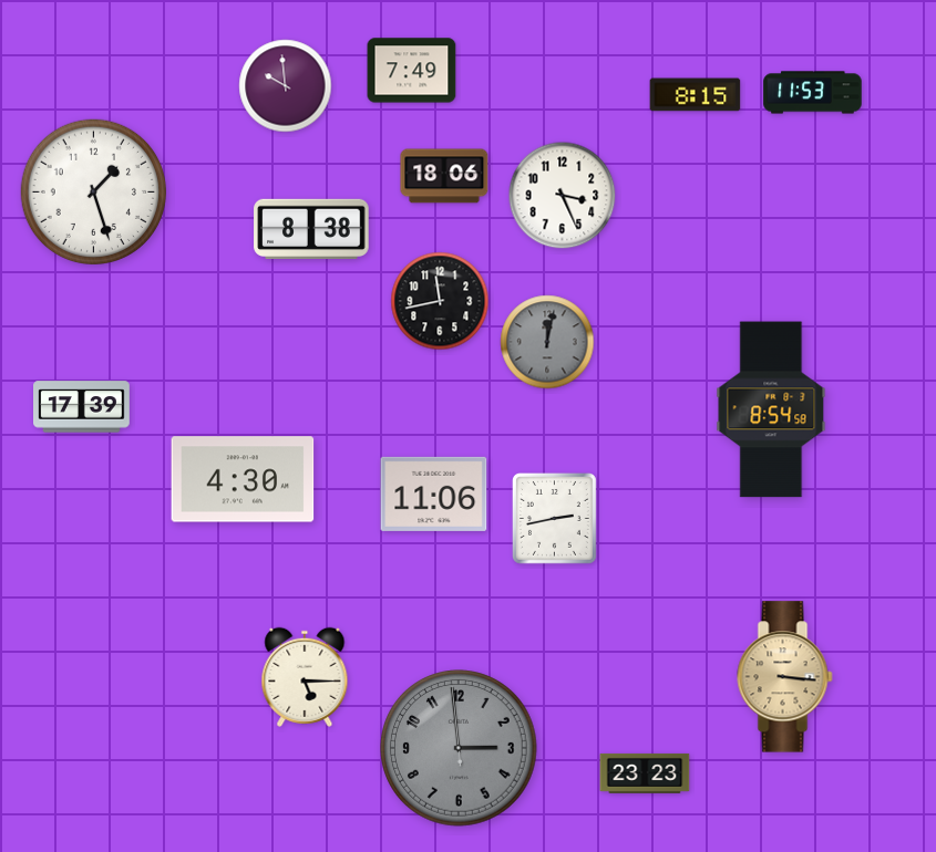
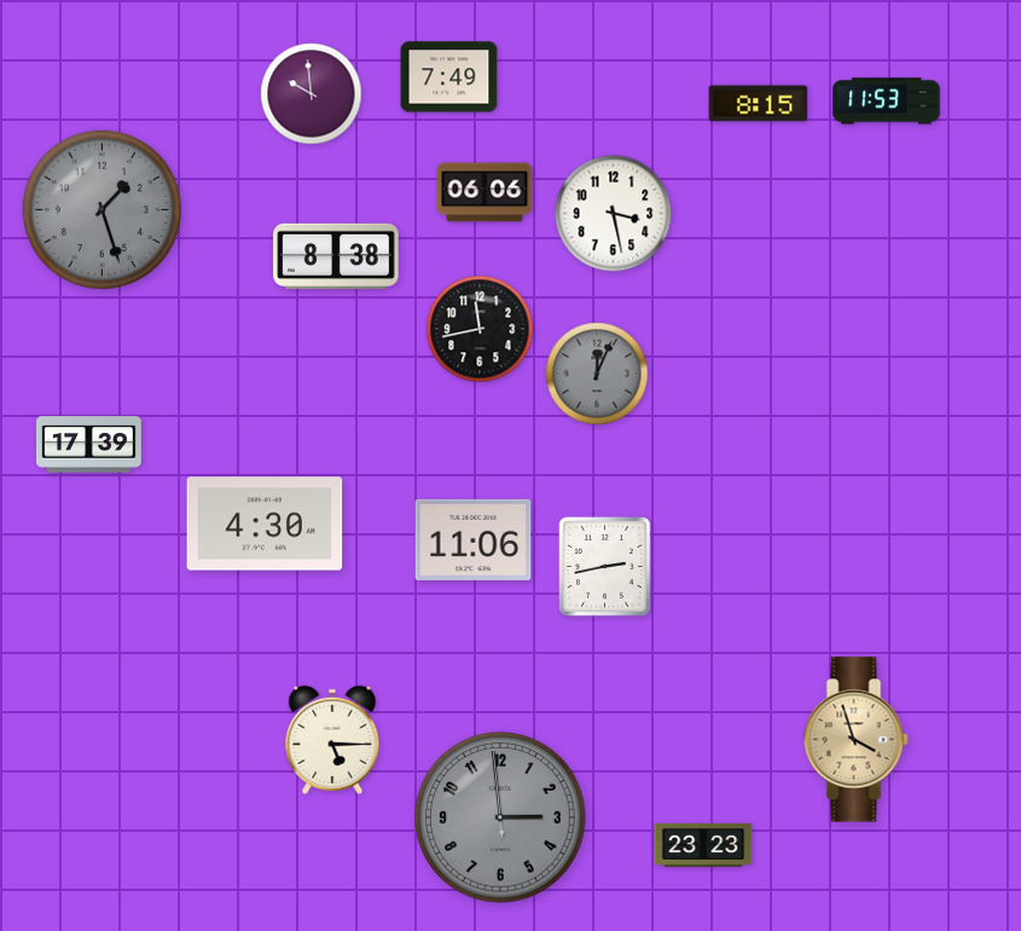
clock at (444, 176): 18:06 -> 06:06
clock at (93, 191) dial: white -> grey
clock at (563, 196): 3:26 -> 3:28
clock at (311, 229) position: (311, 229) -> (336, 256)
clock at (547, 342): 12:02 -> 12:04
clock at (771, 409): 8:54 -> none
clock at (785, 677): 3:16 -> 3:57
